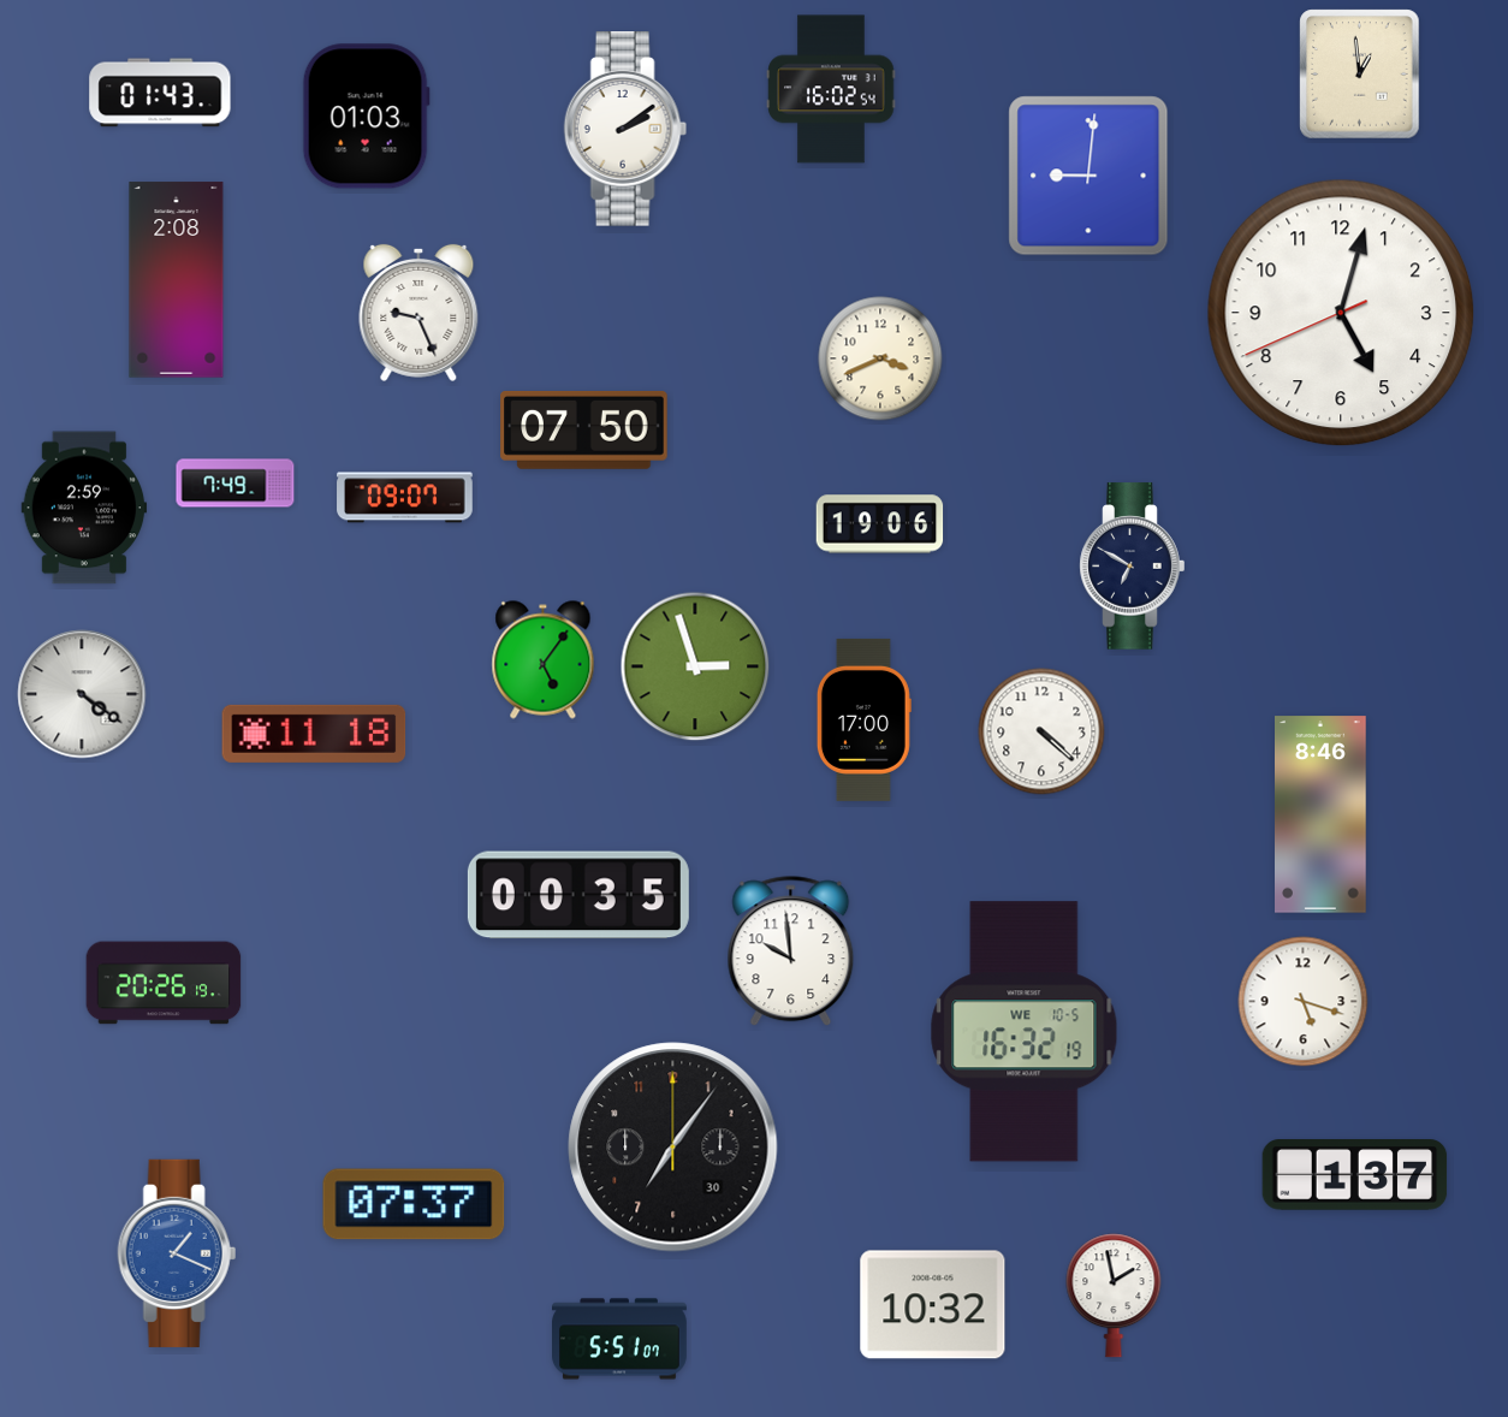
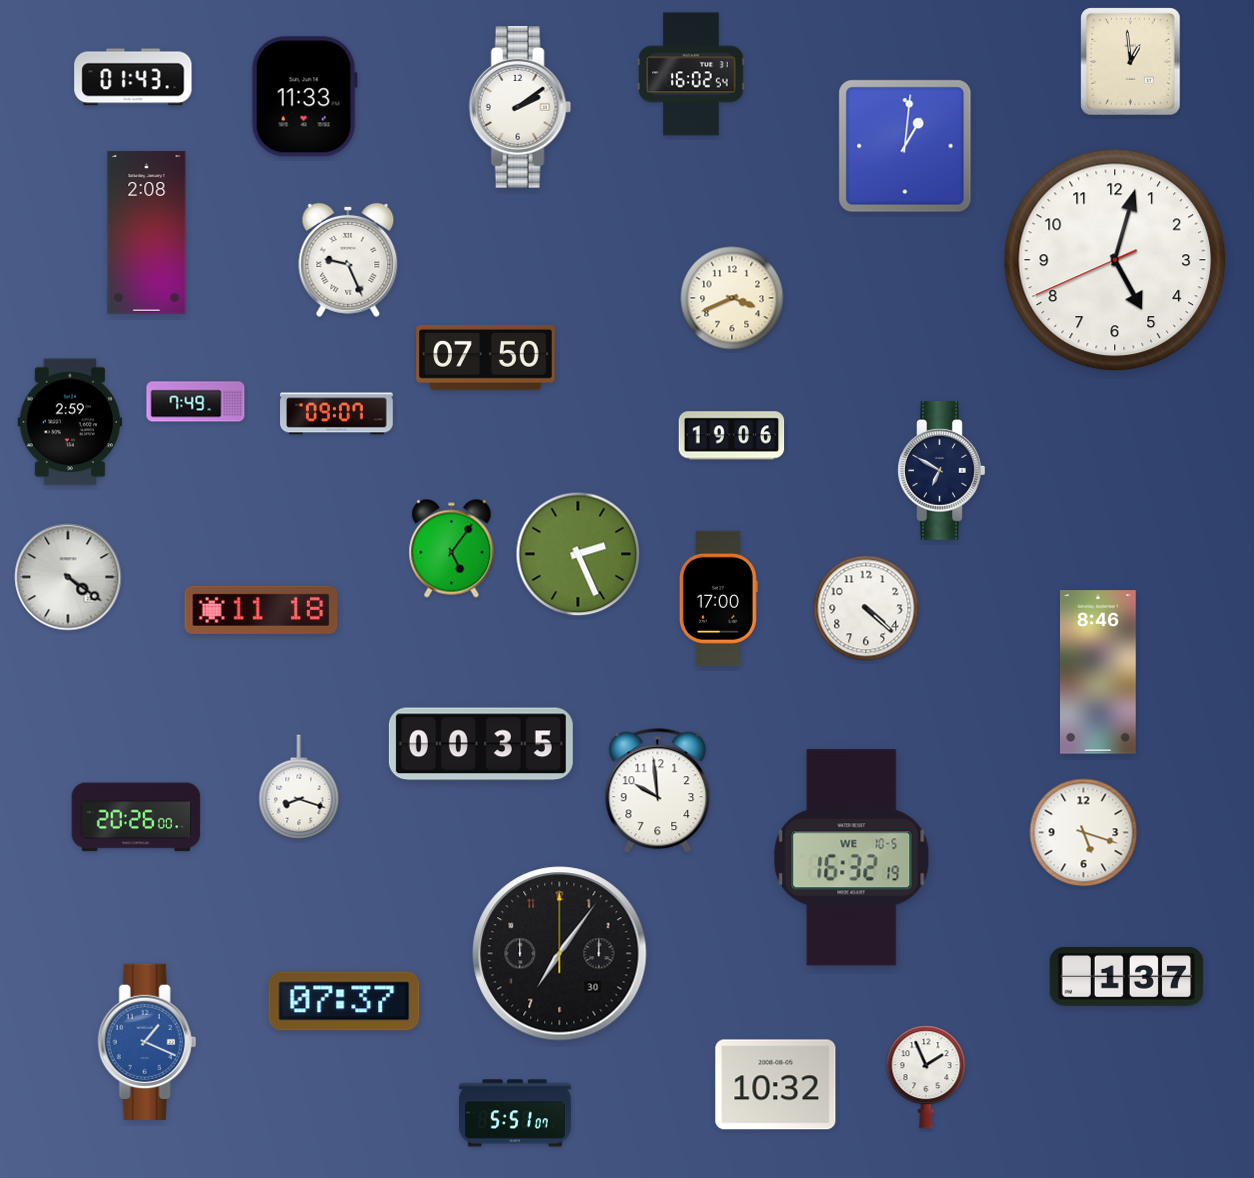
clock at (366, 117): 01:03 -> 11:33
clock at (1088, 176): 9:01 -> 1:01
clock at (695, 666): 2:57 -> 2:26
clock at (1322, 814) position: (1322, 814) -> (1099, 672)
clock at (299, 787): none -> 8:18
clock at (164, 983): 20:26:19 -> 20:26:00
clock at (1114, 1296): 1:58 -> 1:56
